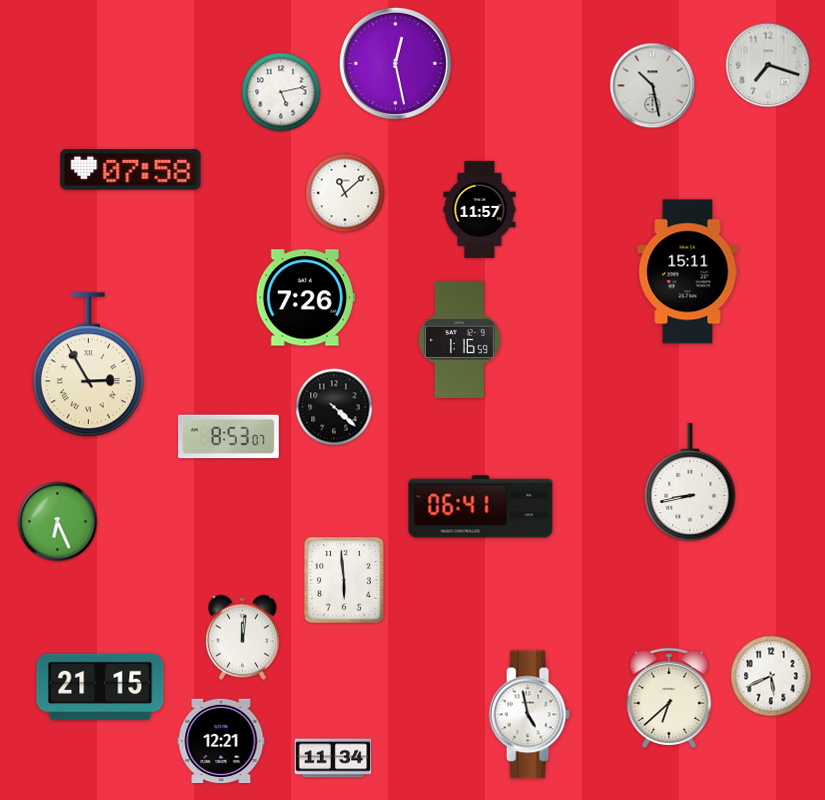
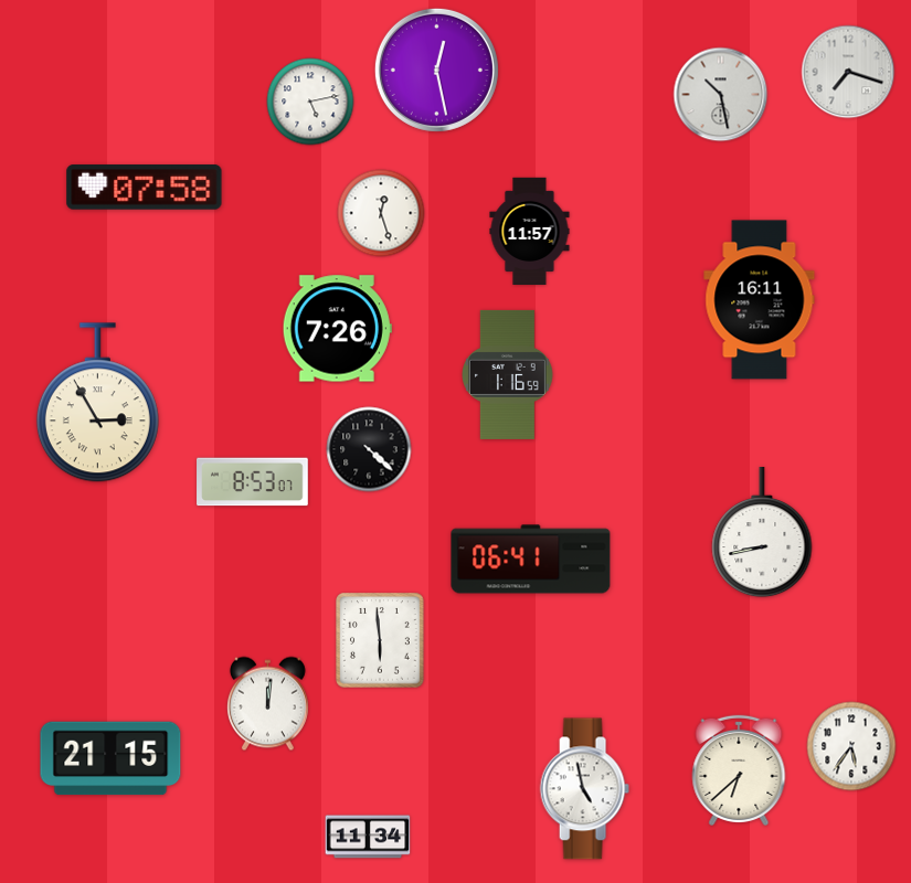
clock at (345, 193): 11:08 -> 12:27
clock at (688, 272): 15:11 -> 16:11
clock at (58, 522): 6:26 -> none
clock at (771, 676): 5:41 -> 5:36
clock at (221, 741): 12:21 -> none
